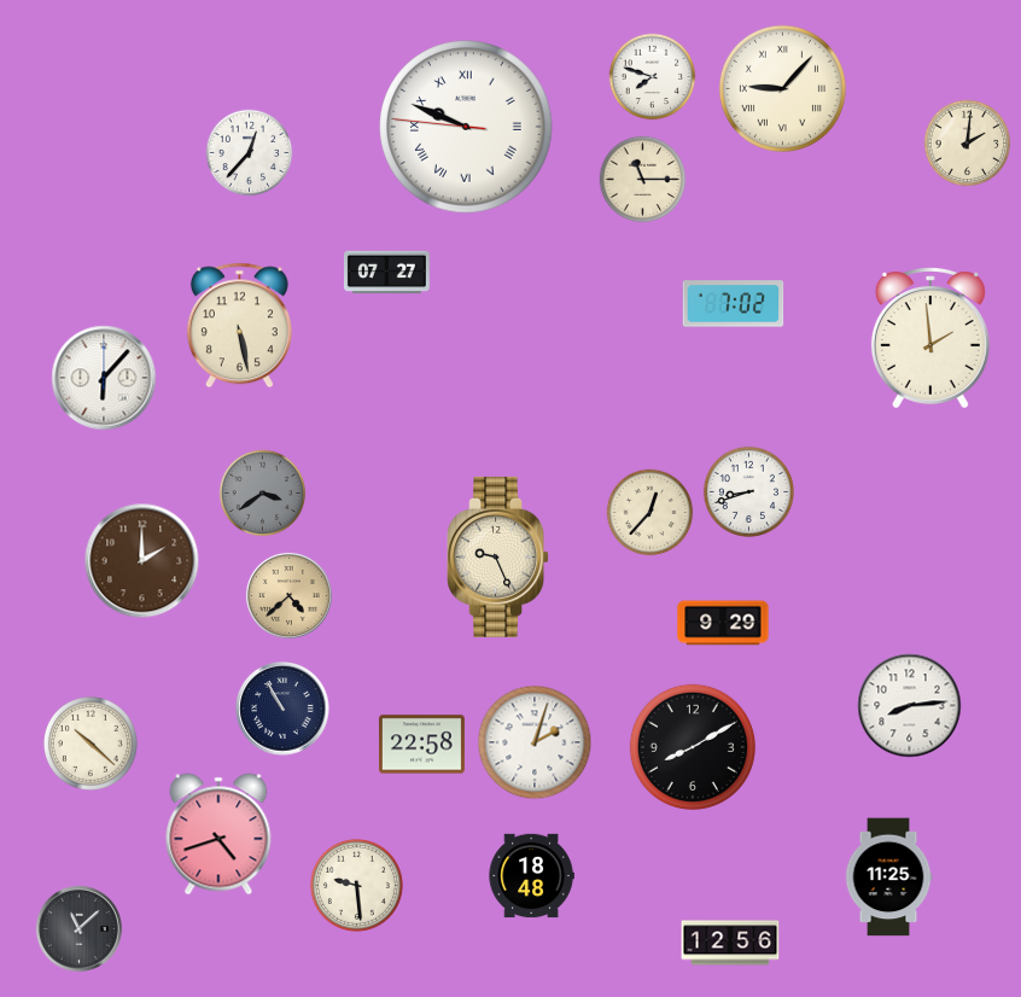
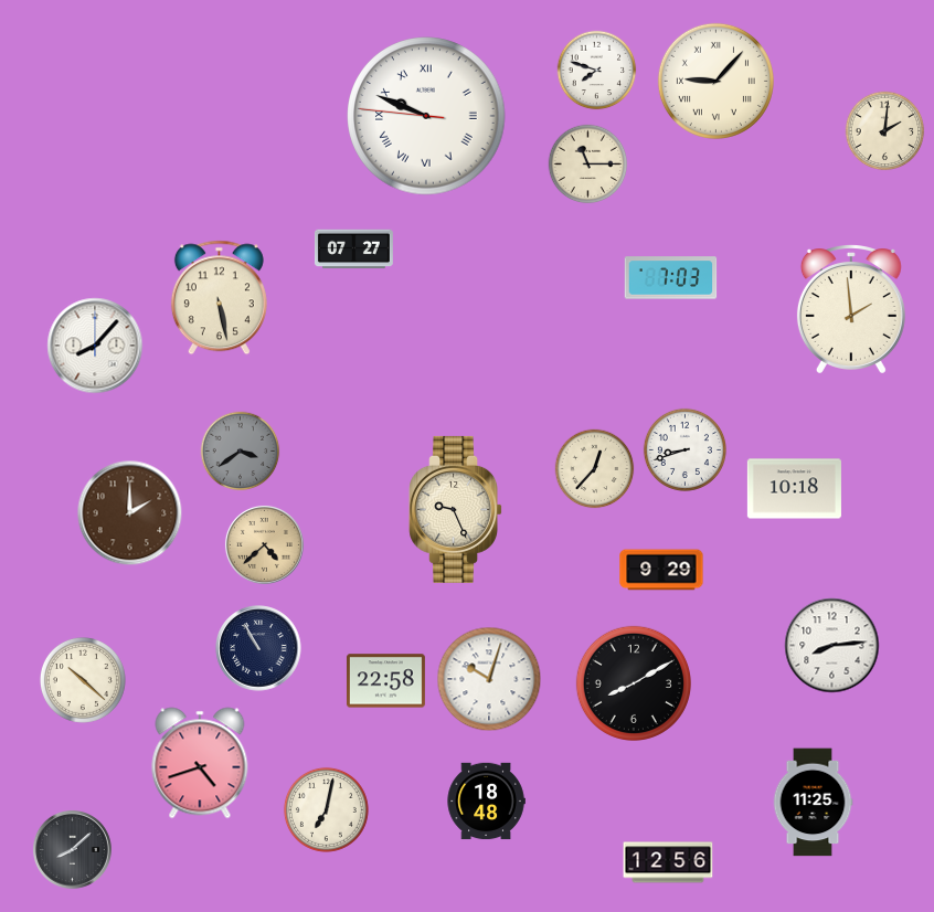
clock at (250, 153): 12:37 -> none
clock at (734, 304): 7:02 -> 7:03
clock at (104, 378): 6:07 -> 8:07
clock at (794, 489): none -> 10:18
clock at (535, 742): 2:03 -> 10:03
clock at (356, 885): 9:29 -> 7:02
clock at (78, 928): 11:08 -> 8:08
